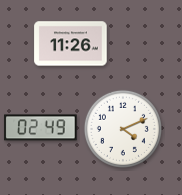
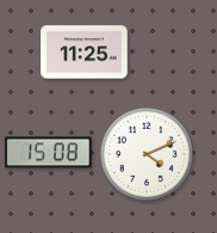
clock at (71, 44): 11:26 -> 11:25
clock at (41, 128): 02:49 -> 15:08
